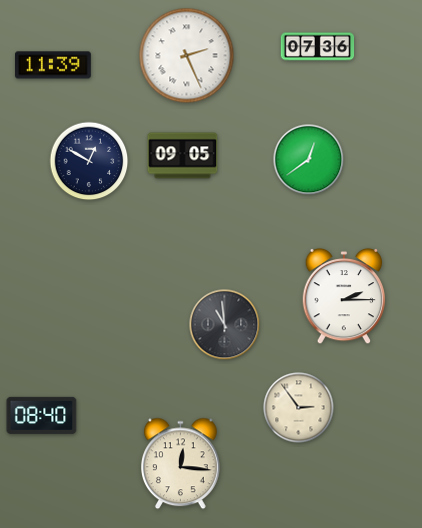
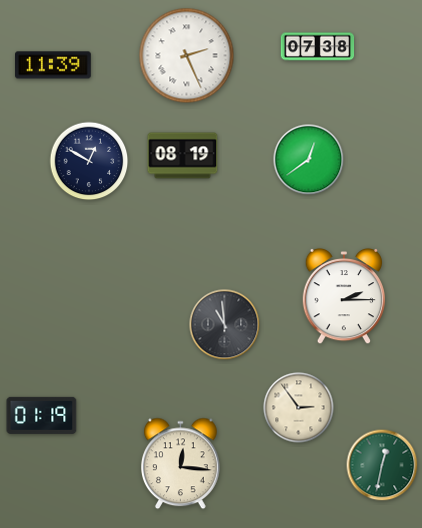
clock at (318, 47): 07:36 -> 07:38
clock at (183, 156): 09:05 -> 08:19
clock at (42, 415): 08:40 -> 01:19
clock at (382, 465): none -> 12:32
